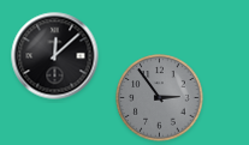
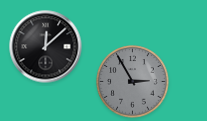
clock at (160, 98): 2:54 -> 2:55
